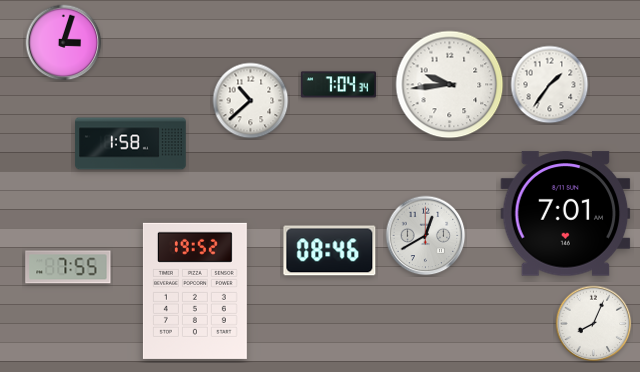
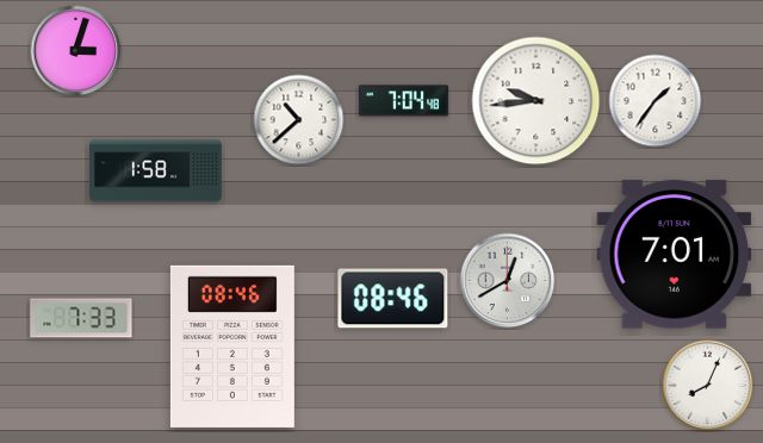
clock at (338, 85): 7:04:34 -> 7:04:48
clock at (68, 267): 7:55 -> 7:33
clock at (195, 291): 19:52 -> 08:46
